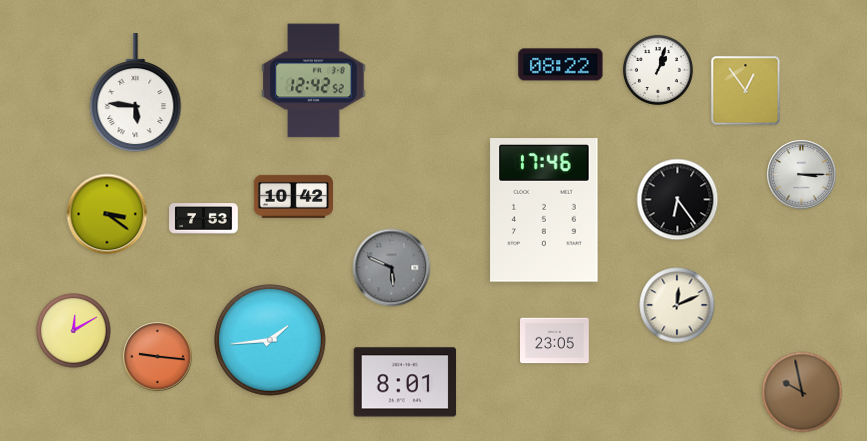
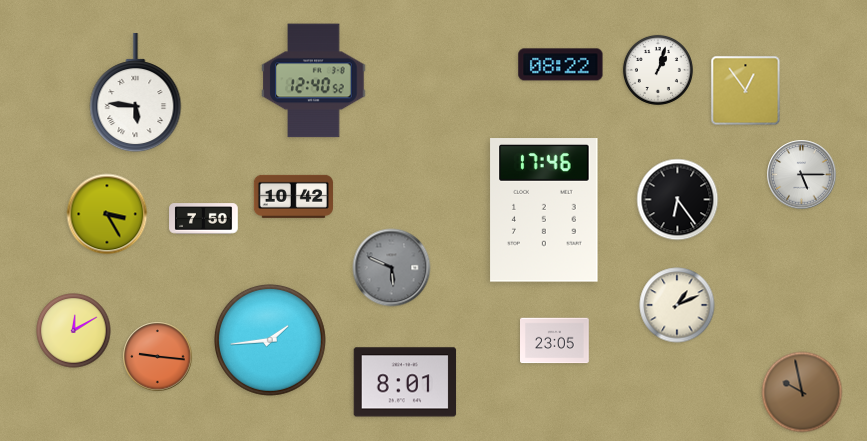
clock at (314, 81): 12:42 -> 12:40
clock at (802, 175): 3:15 -> 5:15
clock at (107, 214): 3:21 -> 3:25
clock at (204, 219): 7:53 -> 7:50
clock at (677, 305): 12:11 -> 1:11
